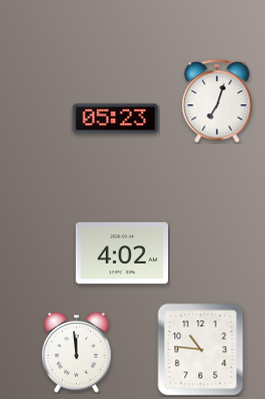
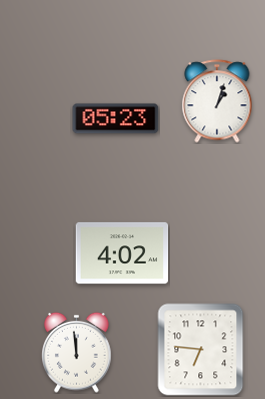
clock at (217, 101): 7:03 -> 1:03
clock at (201, 350): 10:46 -> 6:46
